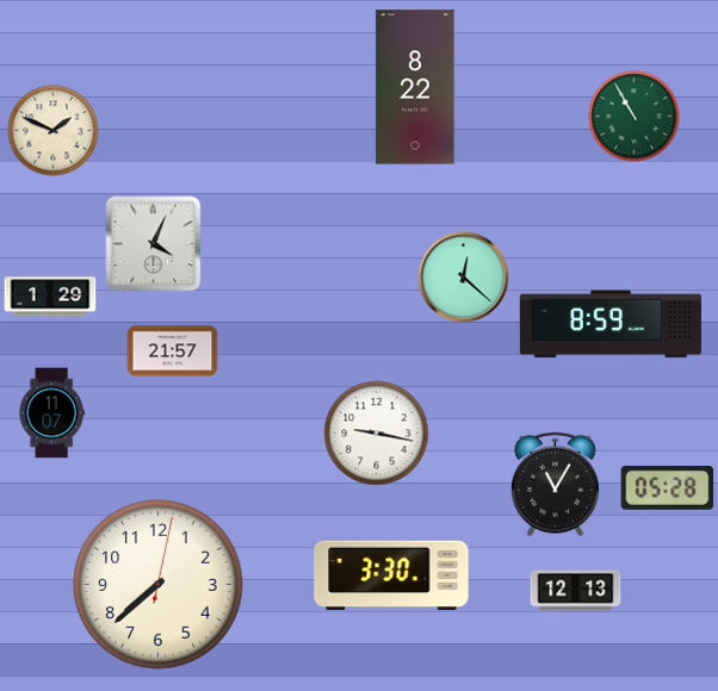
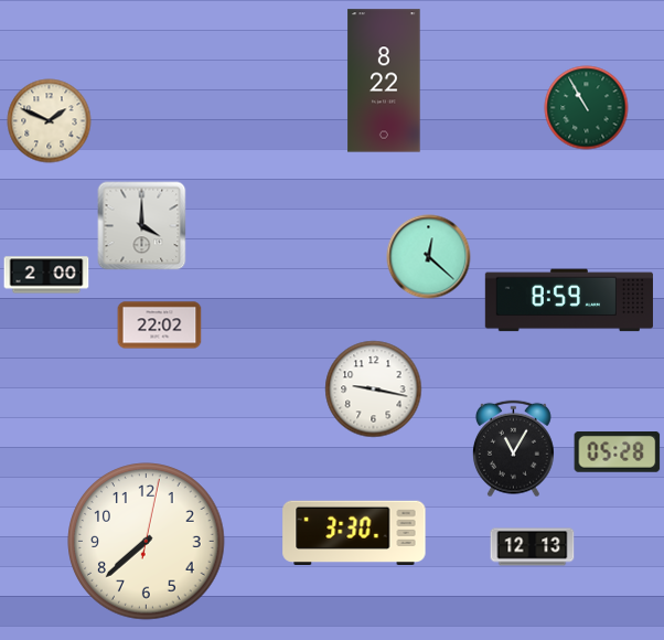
clock at (154, 244): 4:04 -> 4:00
clock at (50, 297): 1:29 -> 2:00
clock at (611, 324) position: (611, 324) -> (569, 300)
clock at (173, 351): 21:57 -> 22:02
clock at (51, 413): 11:07 -> none
clock at (377, 434) position: (377, 434) -> (374, 390)
clock at (391, 574) position: (391, 574) -> (354, 532)
